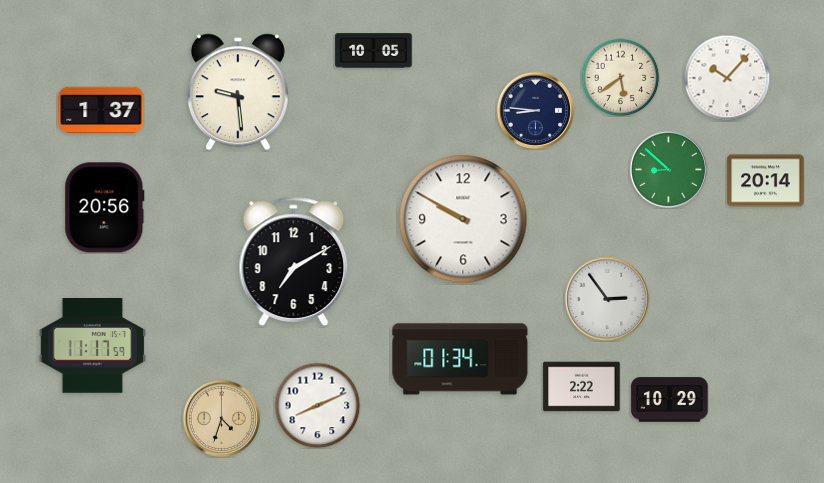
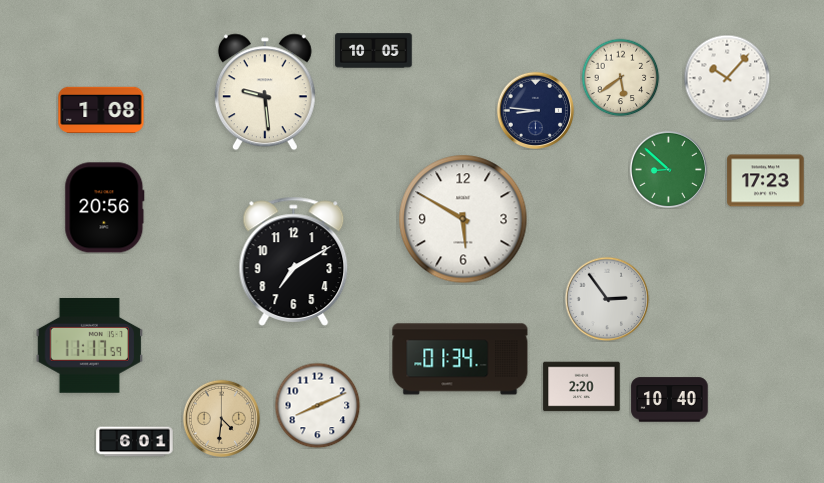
clock at (238, 92) position: (238, 92) -> (265, 92)
clock at (101, 109): 1:37 -> 1:08
clock at (766, 181): 20:14 -> 17:23
clock at (463, 219): 9:50 -> 5:50
clock at (93, 346) position: (93, 346) -> (90, 346)
clock at (582, 387): 2:22 -> 2:20
clock at (670, 400): 10:29 -> 10:40
clock at (221, 418): 4:33 -> 4:31
clock at (135, 442): none -> 6:01
